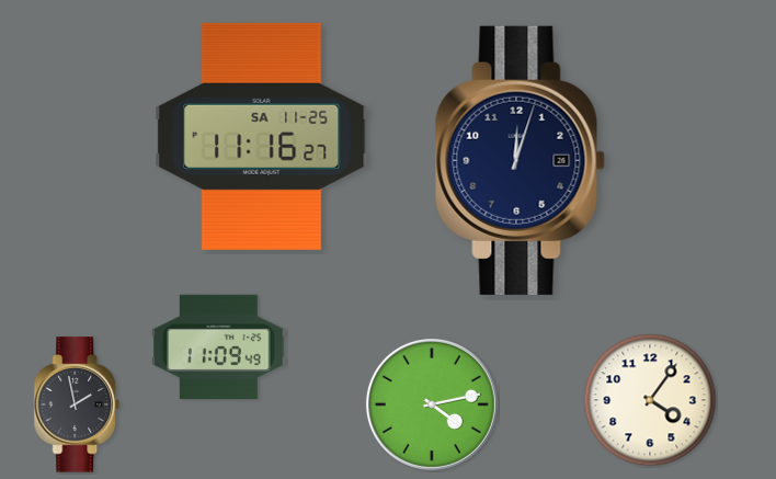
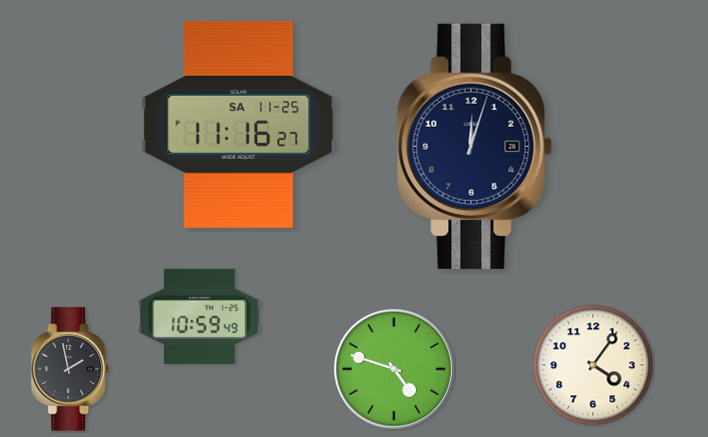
clock at (219, 346): 11:09 -> 10:59
clock at (432, 404): 4:13 -> 4:48
